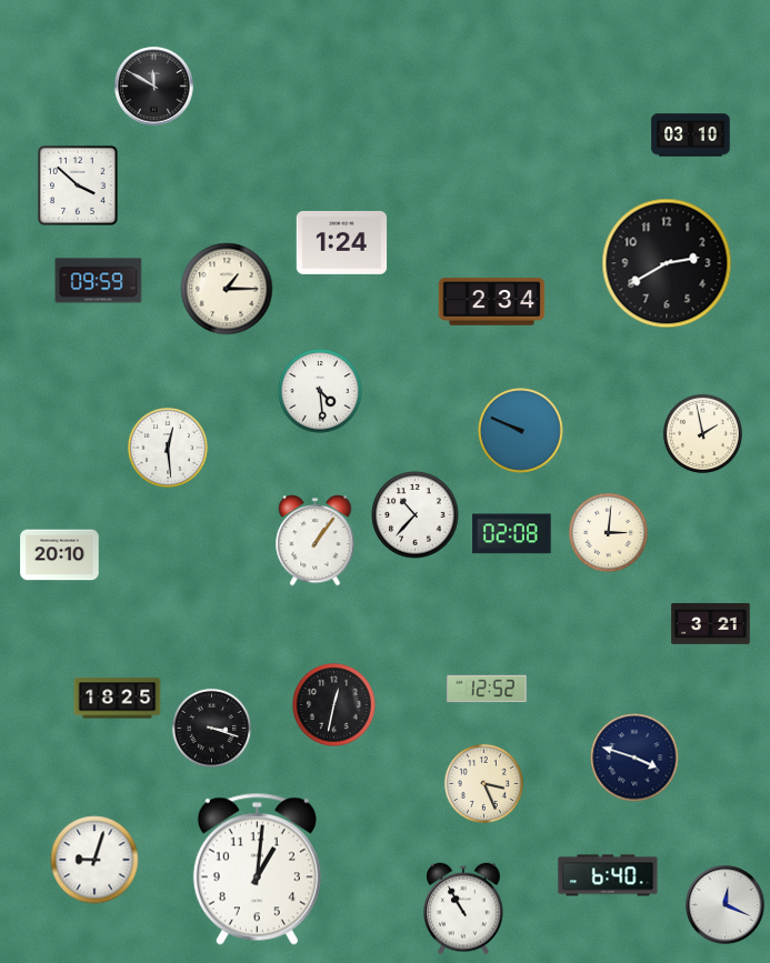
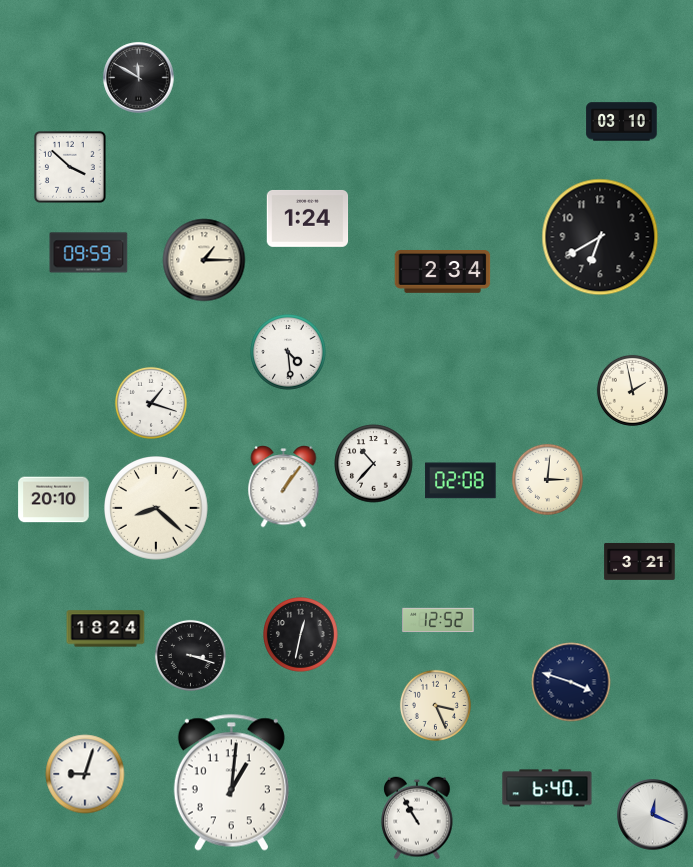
clock at (667, 263): 2:40 -> 6:40
clock at (521, 431): 9:49 -> none
clock at (168, 448): 12:29 -> 1:18
clock at (157, 509): none -> 8:22
clock at (118, 699): 18:25 -> 18:24
